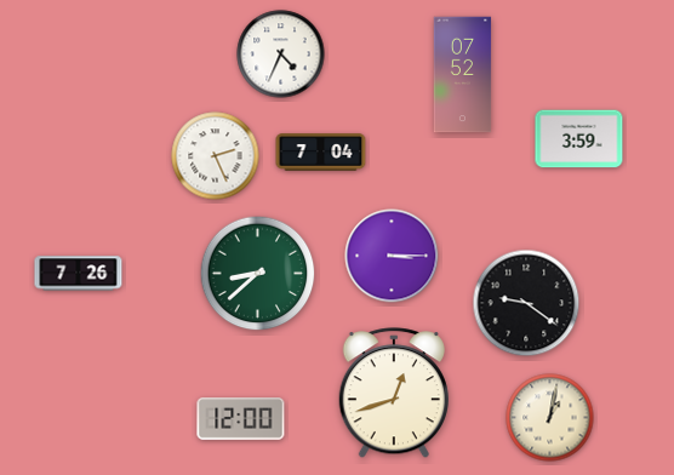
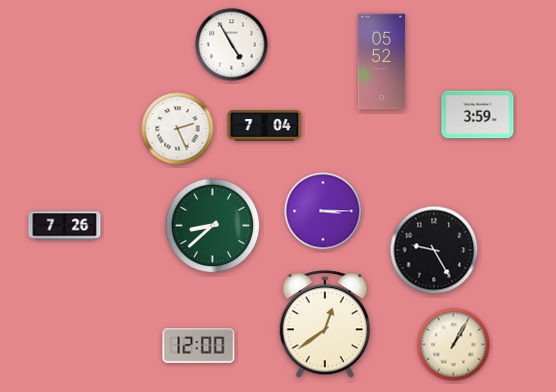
clock at (281, 55): 4:34 -> 4:55
clock at (463, 75): 07:52 -> 05:52
clock at (526, 303): 9:21 -> 9:25
clock at (394, 394): 12:42 -> 12:39
clock at (550, 418): 1:02 -> 1:05
